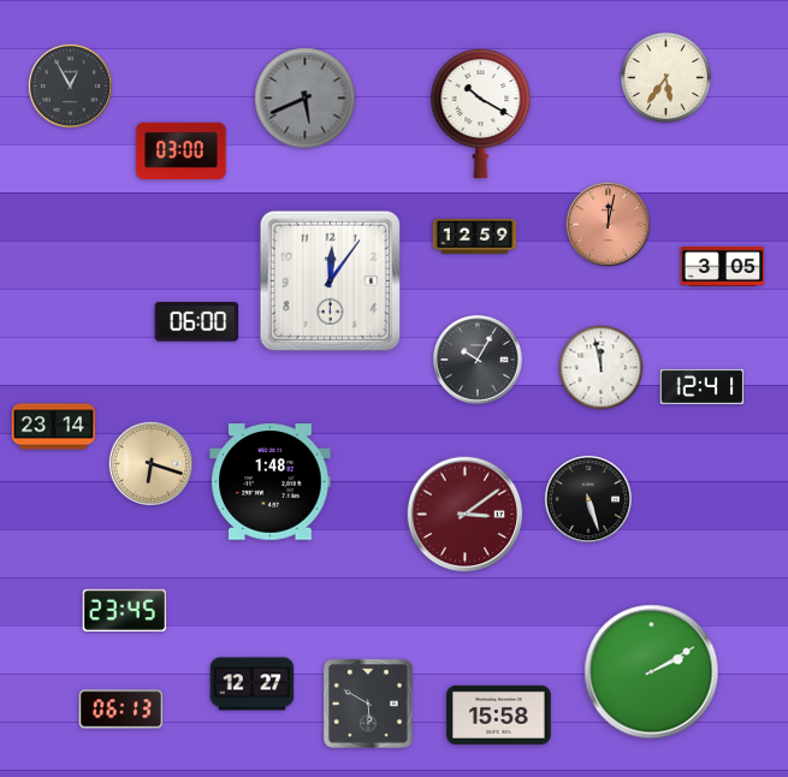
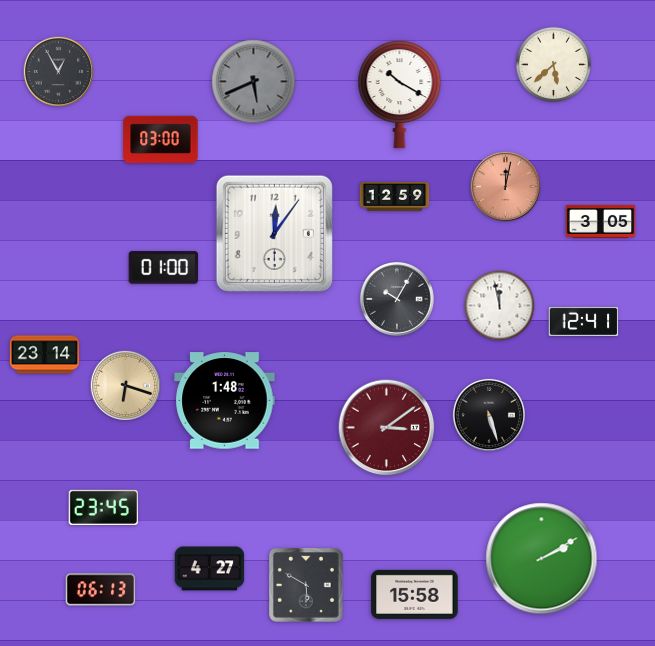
clock at (665, 77): 5:36 -> 5:38
clock at (182, 150) position: (182, 150) -> (161, 139)
clock at (197, 322): 06:00 -> 01:00
clock at (253, 684): 12:27 -> 4:27
